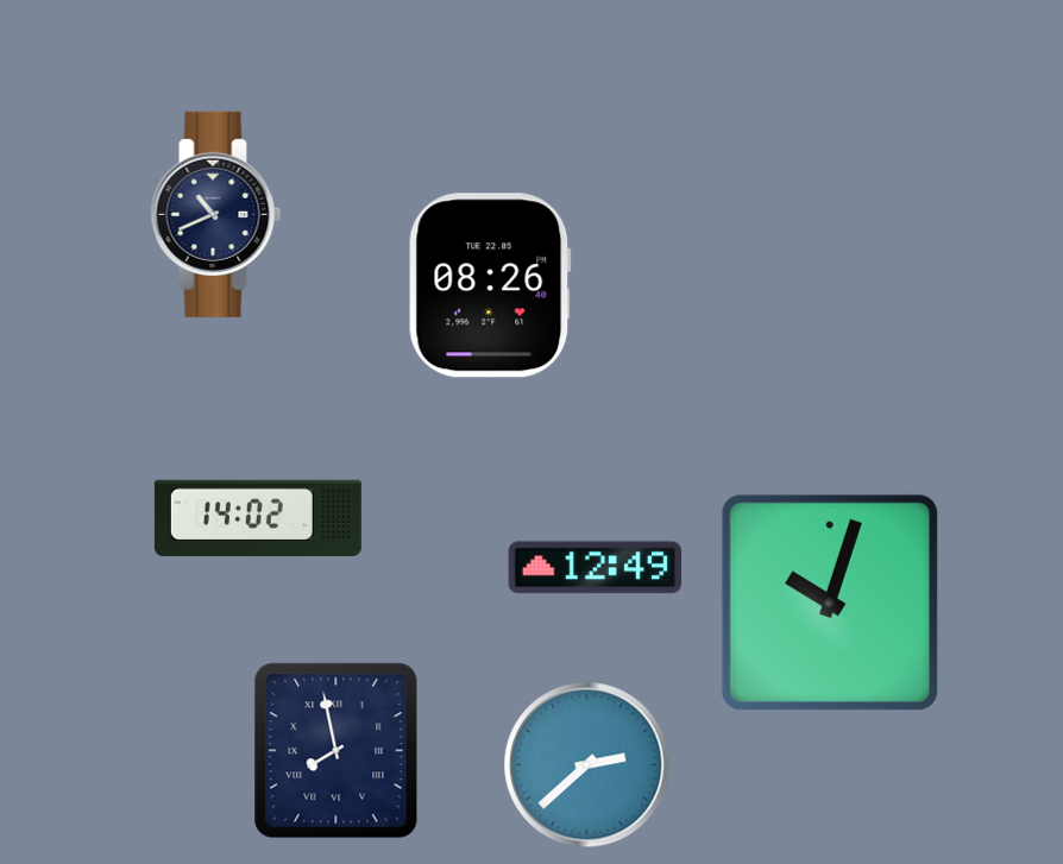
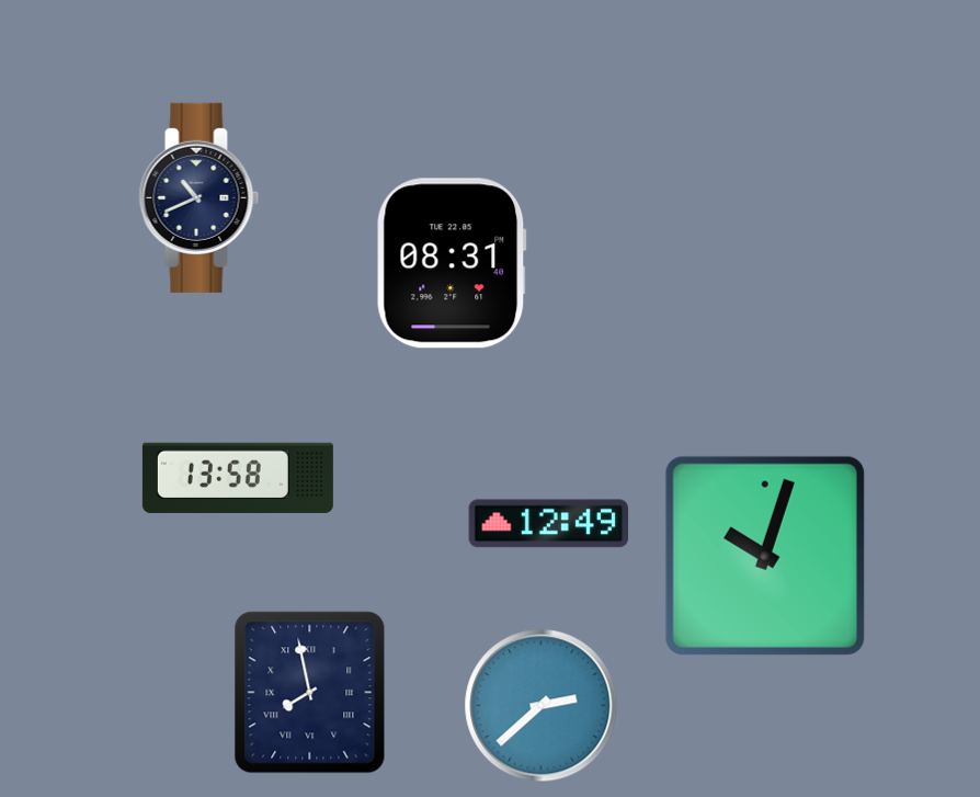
clock at (490, 285): 08:26 -> 08:31
clock at (258, 518): 14:02 -> 13:58
